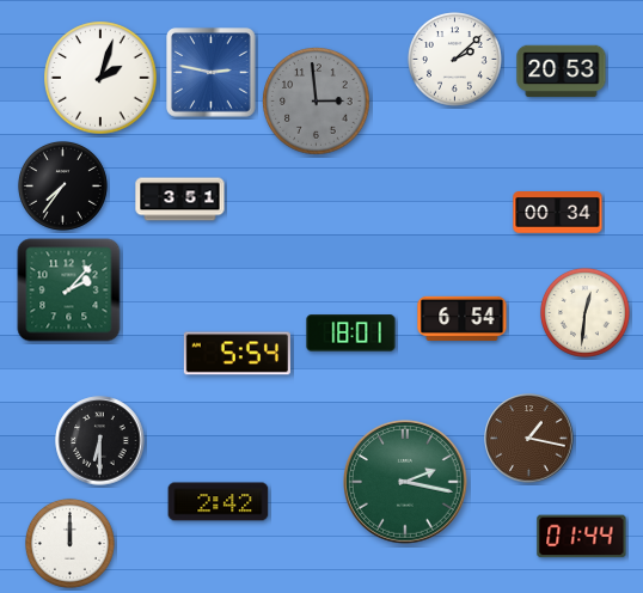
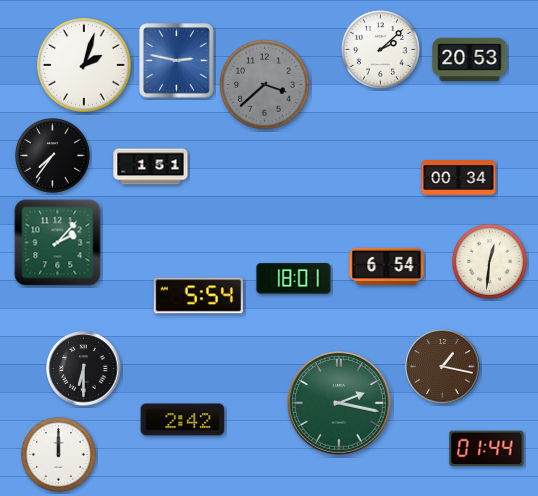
clock at (317, 102): 2:59 -> 3:38
clock at (180, 200): 3:51 -> 1:51
clock at (558, 213) position: (558, 213) -> (459, 178)
